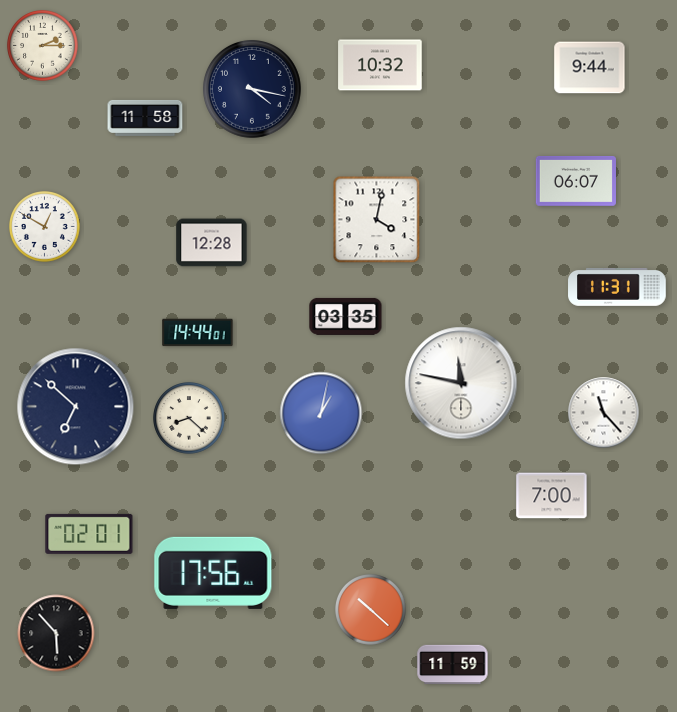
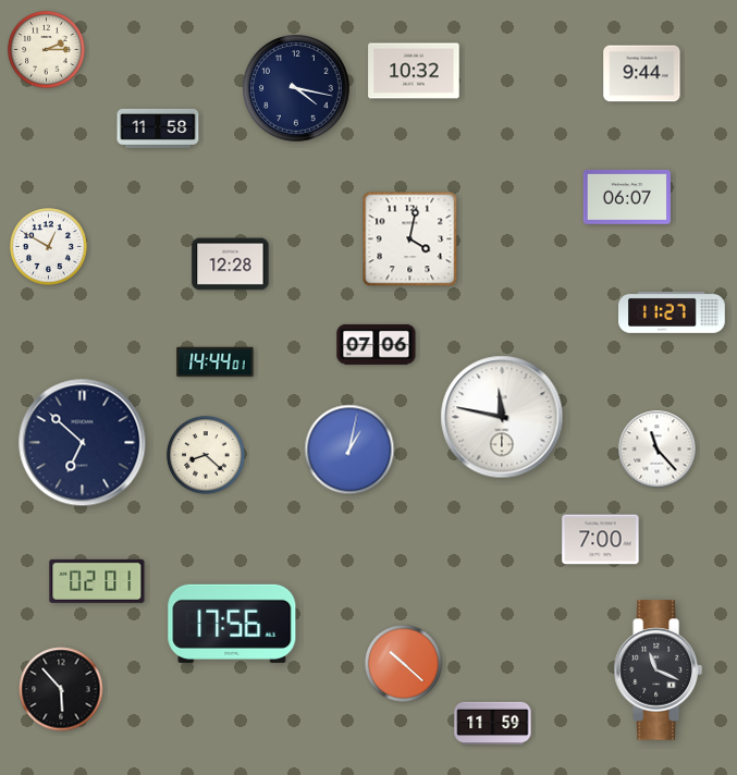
clock at (252, 89) position: (252, 89) -> (296, 88)
clock at (617, 287): 11:31 -> 11:27
clock at (346, 316): 03:35 -> 07:06
clock at (658, 671): none -> 11:19
